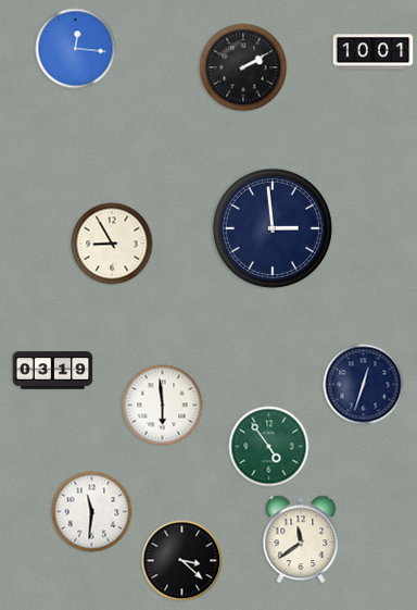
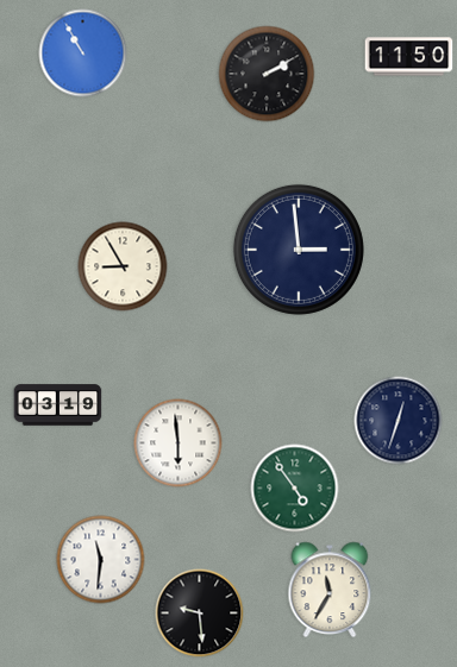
clock at (76, 49): 12:16 -> 10:55
clock at (374, 52): 10:01 -> 11:50
clock at (301, 539): 11:39 -> 11:35
clock at (182, 561): 3:22 -> 9:29
